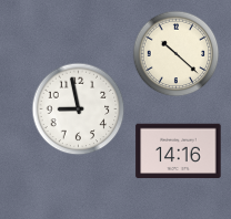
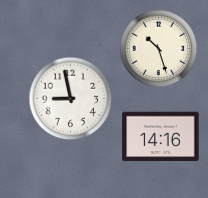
clock at (175, 53): 10:22 -> 10:27
